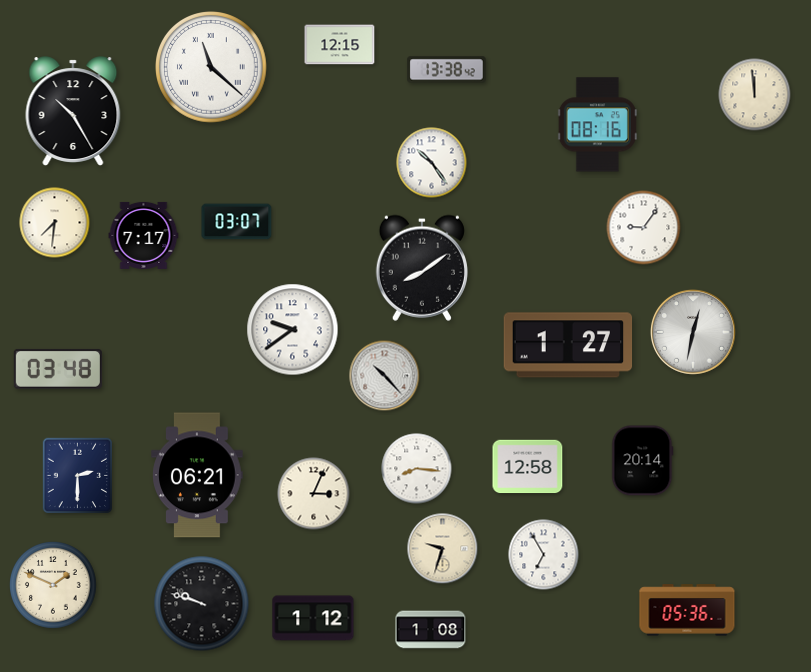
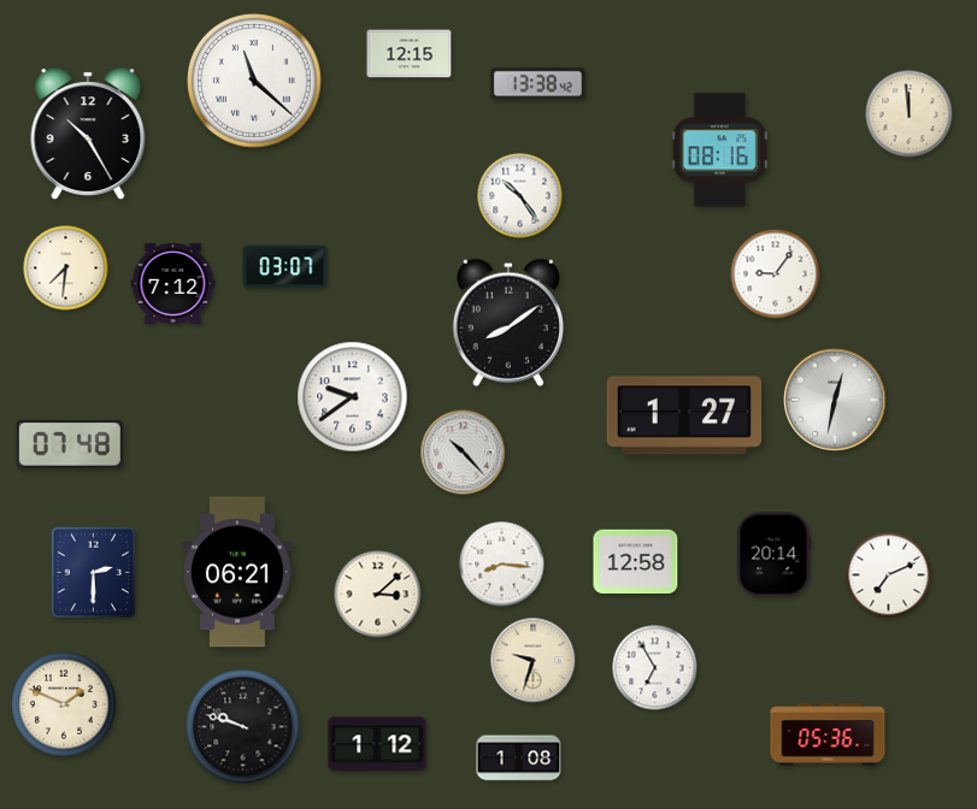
clock at (144, 235): 7:17 -> 7:12
clock at (58, 369): 03:48 -> 07:48
clock at (889, 575): none -> 7:11
clock at (314, 494): 3:04 -> 3:08
